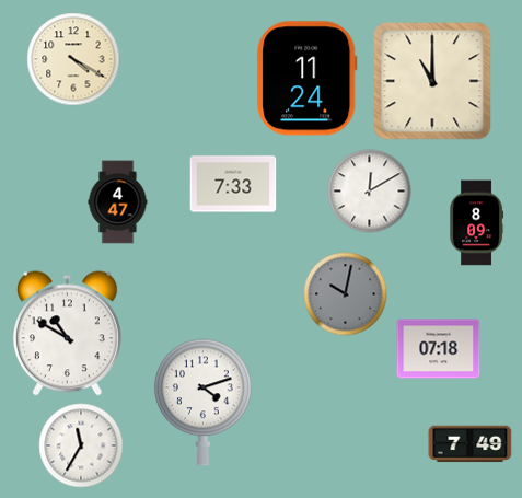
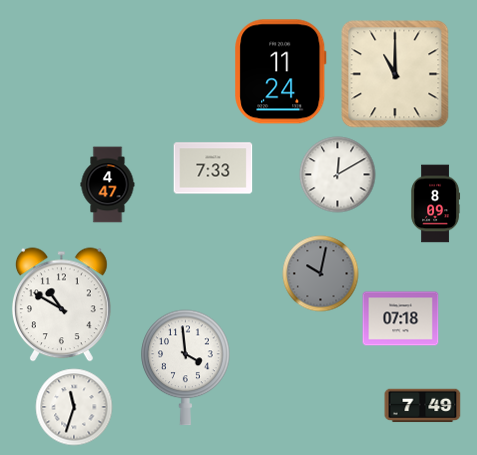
clock at (73, 59): 4:20 -> none
clock at (346, 294) position: (346, 294) -> (321, 274)
clock at (204, 403): 4:12 -> 3:59
clock at (471, 444) position: (471, 444) -> (423, 406)
clock at (81, 445): 11:35 -> 11:33
